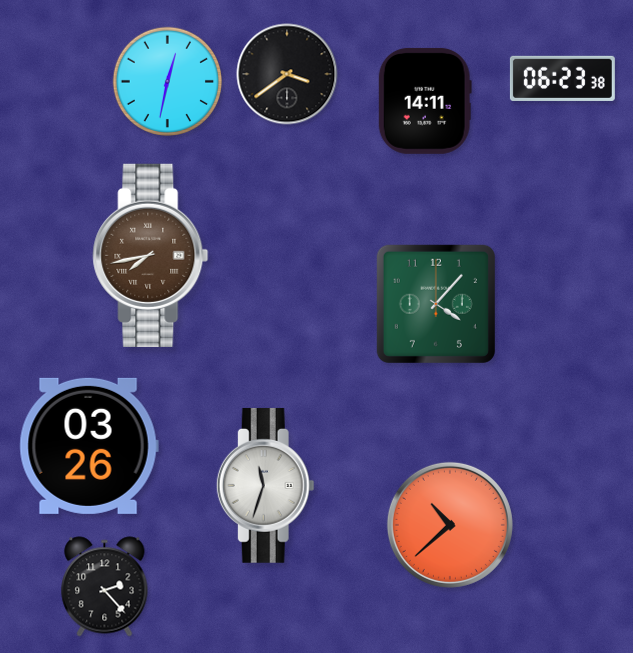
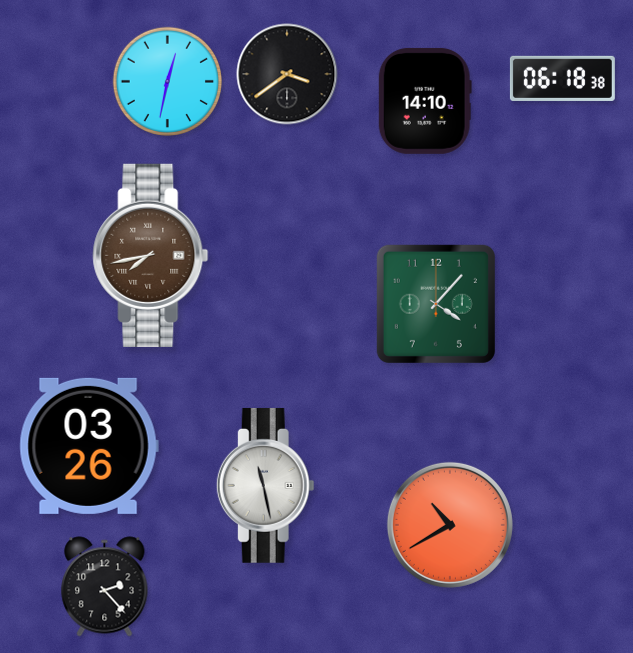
clock at (562, 78): 06:23 -> 06:18
clock at (425, 101): 14:11 -> 14:10
clock at (265, 485): 11:33 -> 11:28
clock at (450, 525): 10:38 -> 10:40
